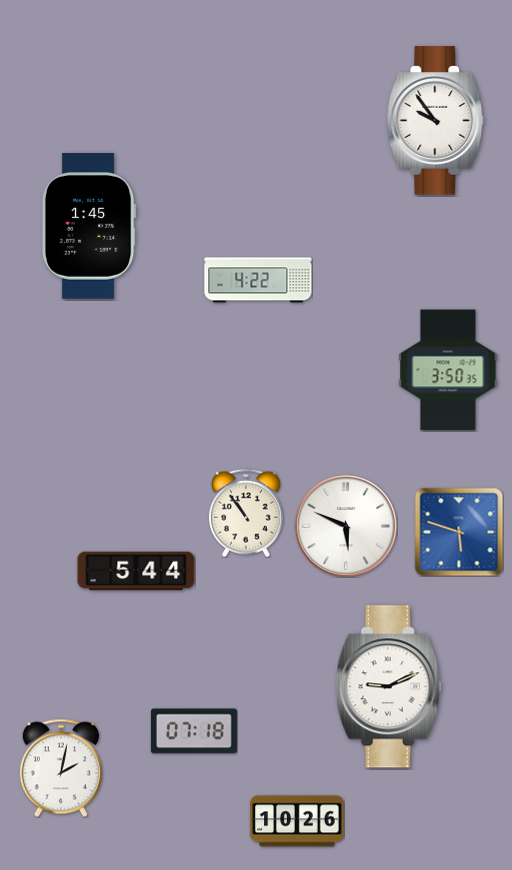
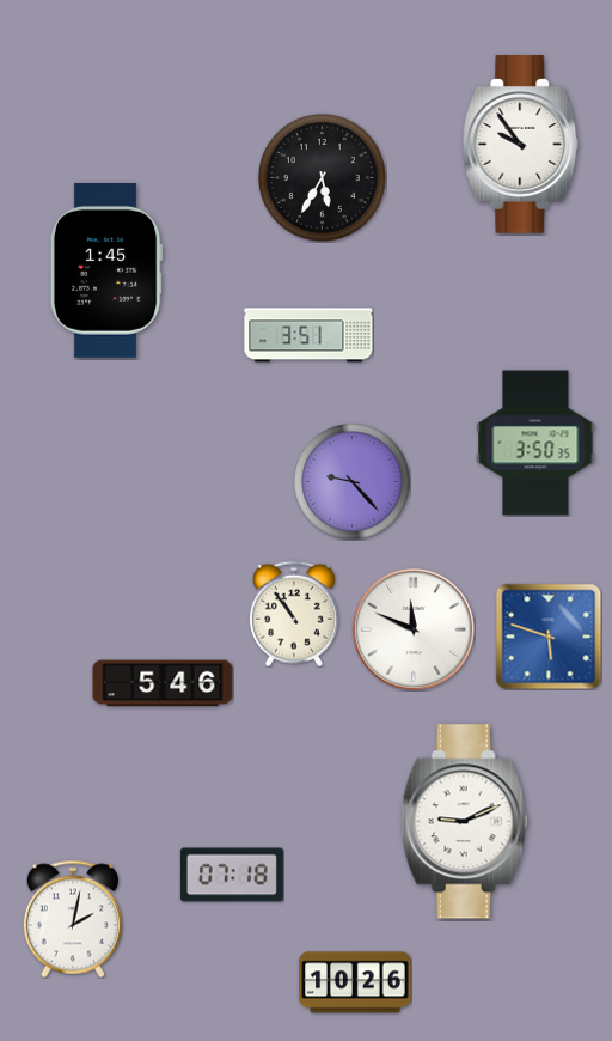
clock at (323, 178): none -> 5:35
clock at (258, 280): 4:22 -> 3:51
clock at (353, 482): none -> 9:23
clock at (346, 526): 5:49 -> 11:49
clock at (136, 571): 5:44 -> 5:46
